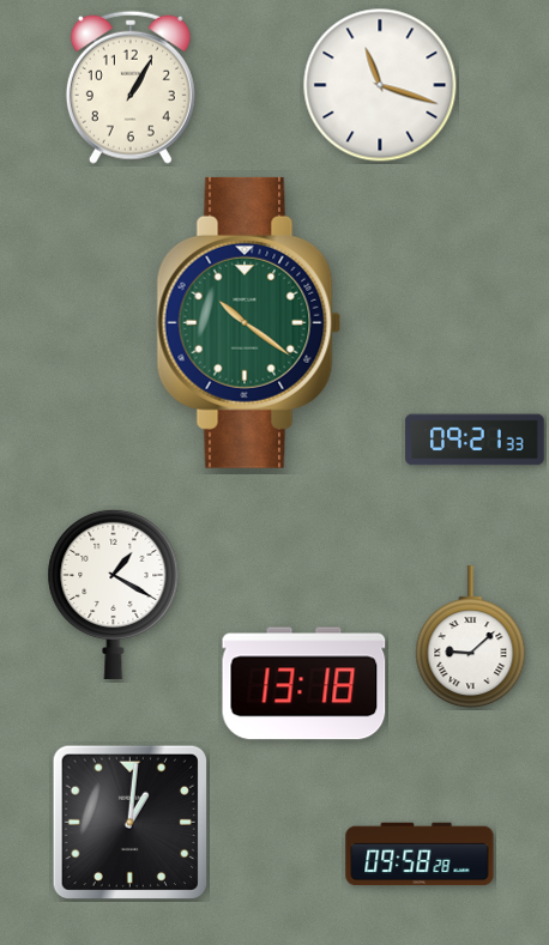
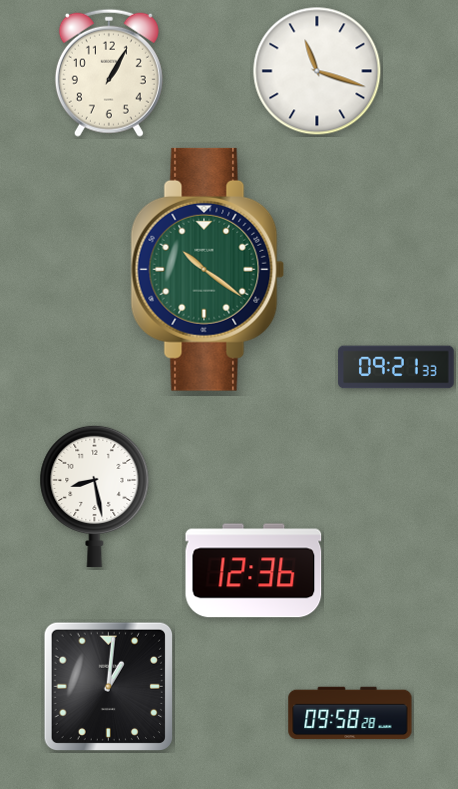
clock at (114, 594): 1:20 -> 8:28
clock at (471, 636): 9:08 -> none
clock at (304, 684): 13:18 -> 12:36
